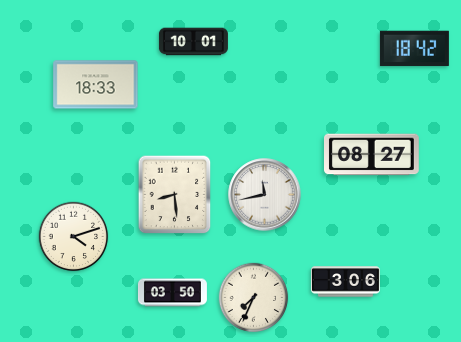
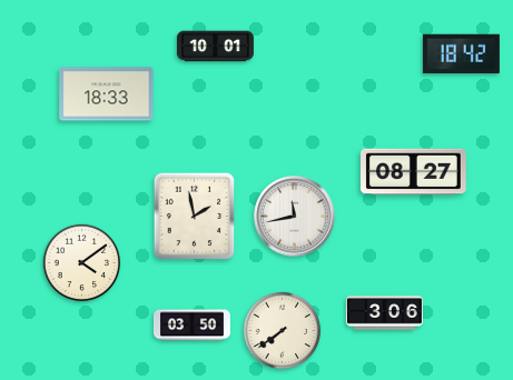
clock at (175, 195): 8:29 -> 1:58
clock at (74, 237): 4:12 -> 4:09
clock at (254, 298): 7:34 -> 7:39
